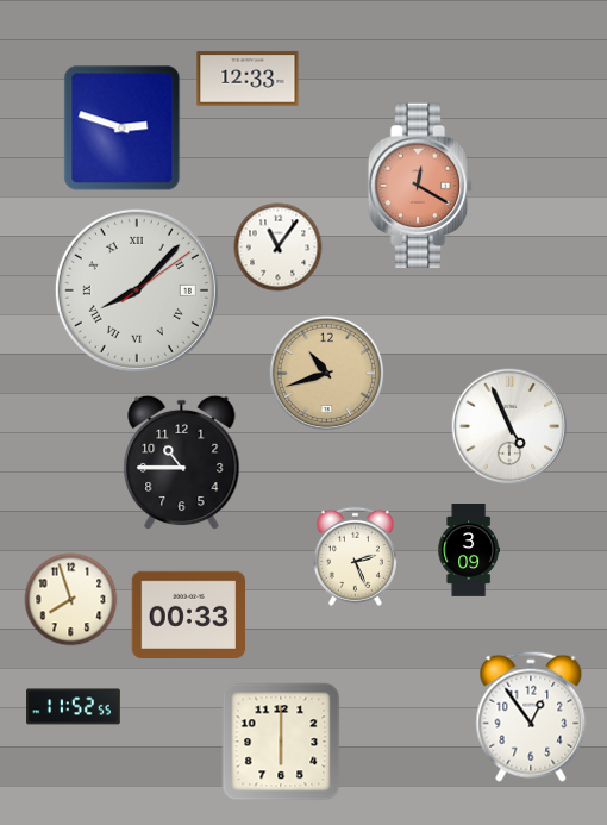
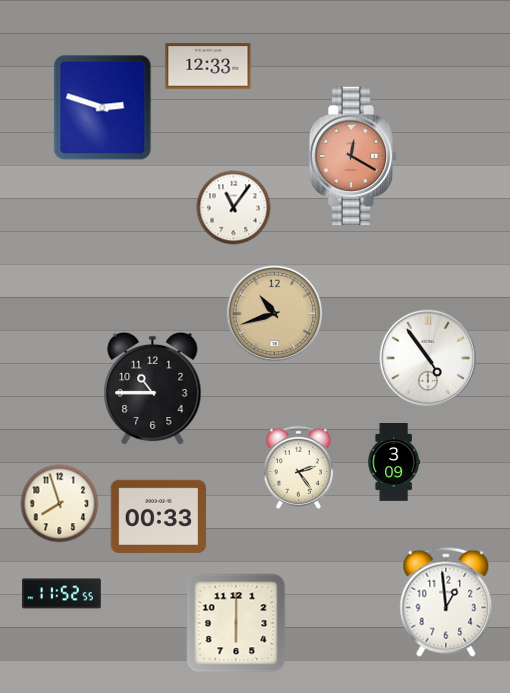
clock at (137, 290): 8:07 -> none
clock at (509, 426): 4:56 -> 4:54
clock at (355, 556): 2:26 -> 2:24
clock at (531, 717): 12:54 -> 12:59
